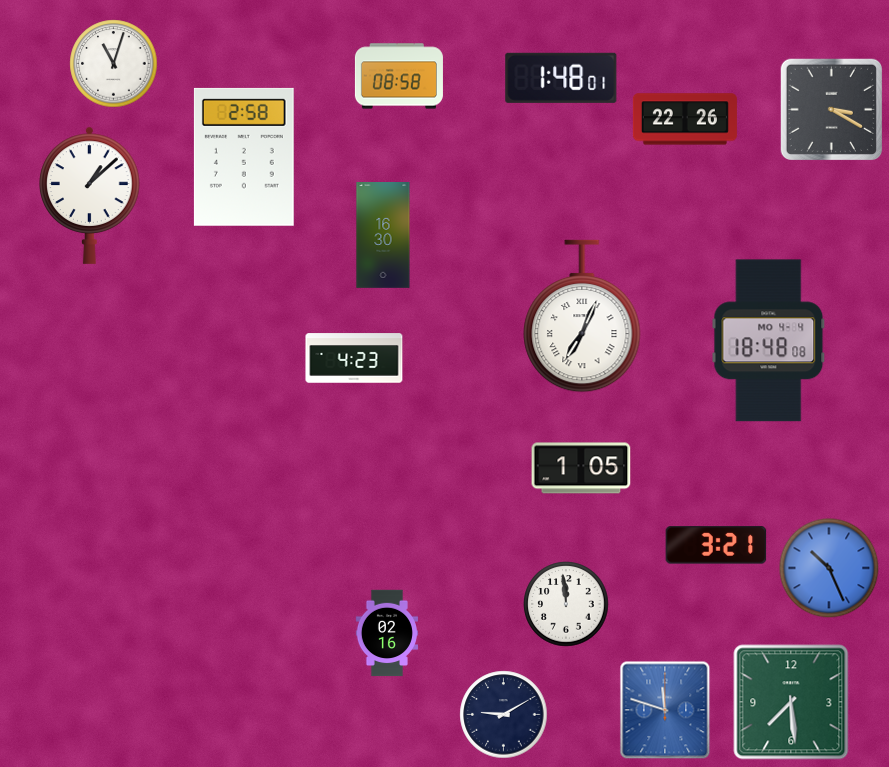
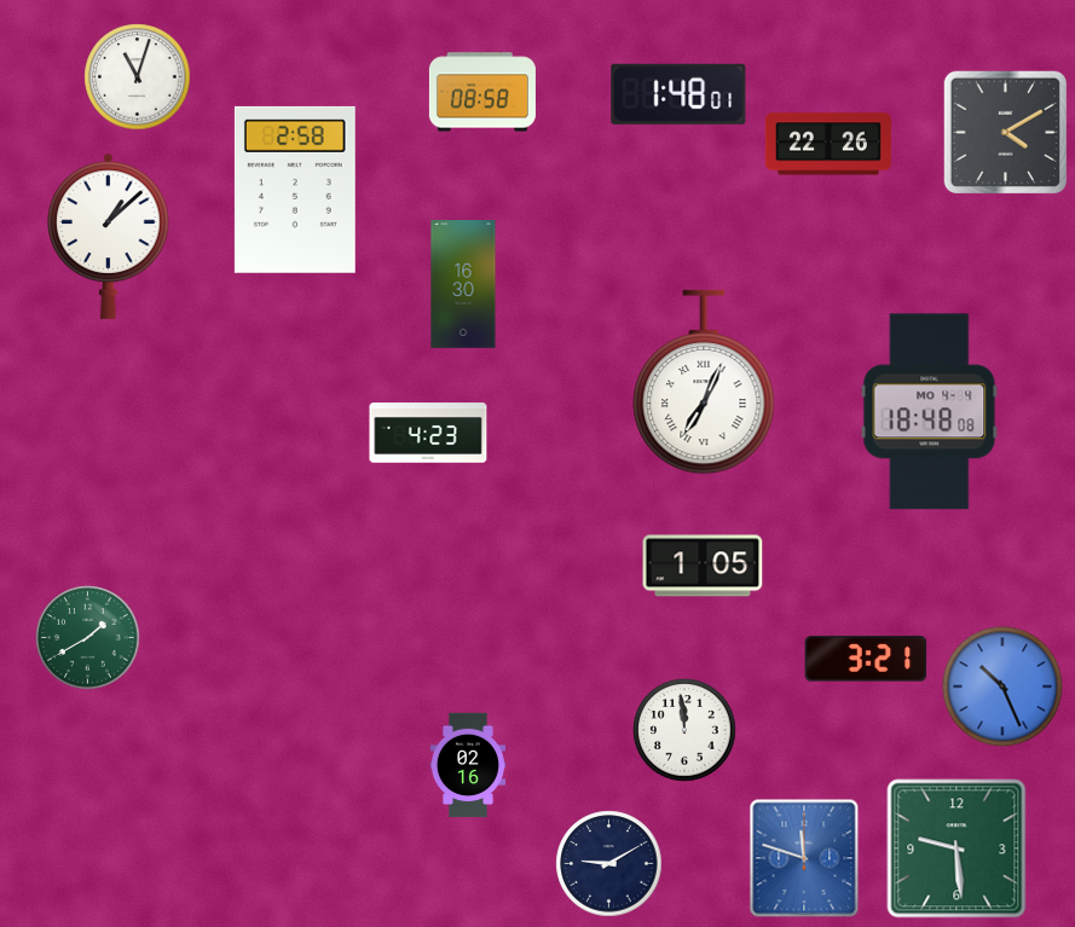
clock at (831, 109): 3:20 -> 4:10
clock at (88, 638): none -> 1:40
clock at (791, 702): 7:29 -> 9:29
